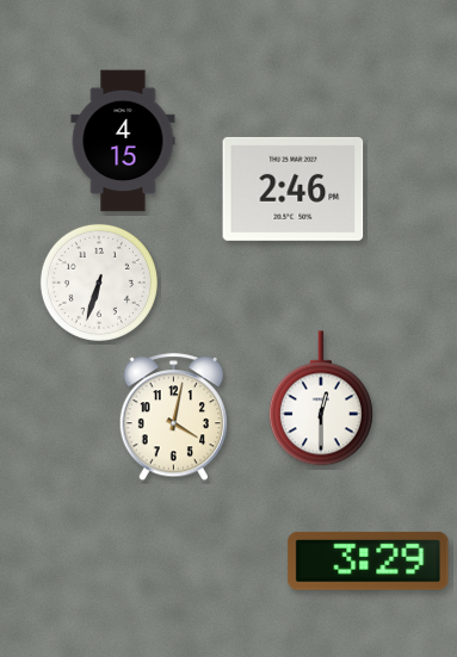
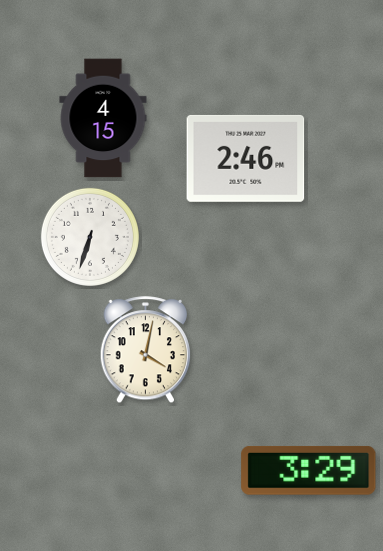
clock at (99, 283) position: (99, 283) -> (90, 237)
clock at (321, 398): 12:30 -> none
